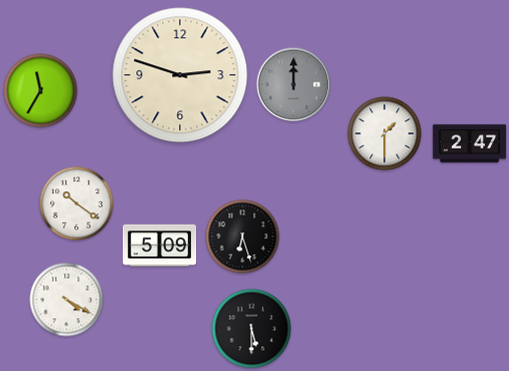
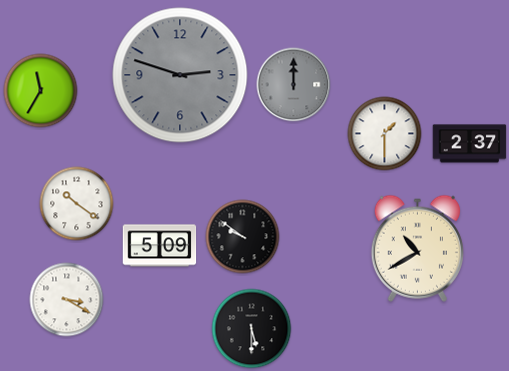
clock at (180, 75) dial: cream -> grey
clock at (470, 144): 2:47 -> 2:37
clock at (243, 237): 6:27 -> 9:51
clock at (417, 248): none -> 10:40
clock at (67, 300): 4:20 -> 3:20
